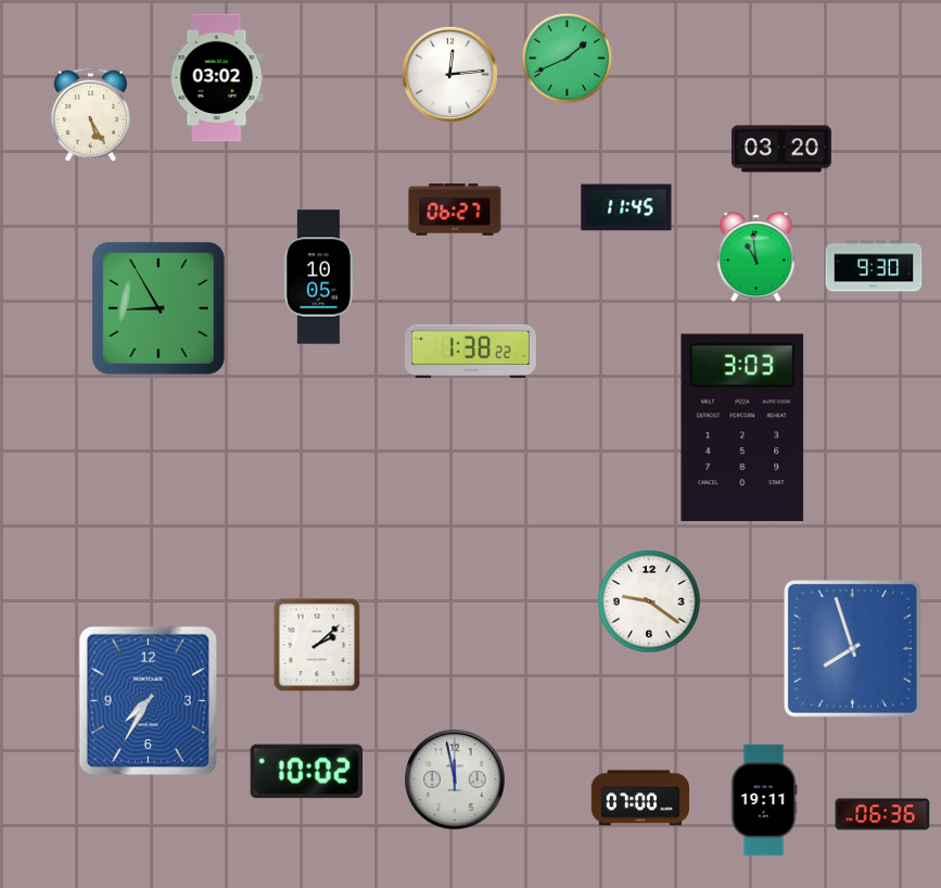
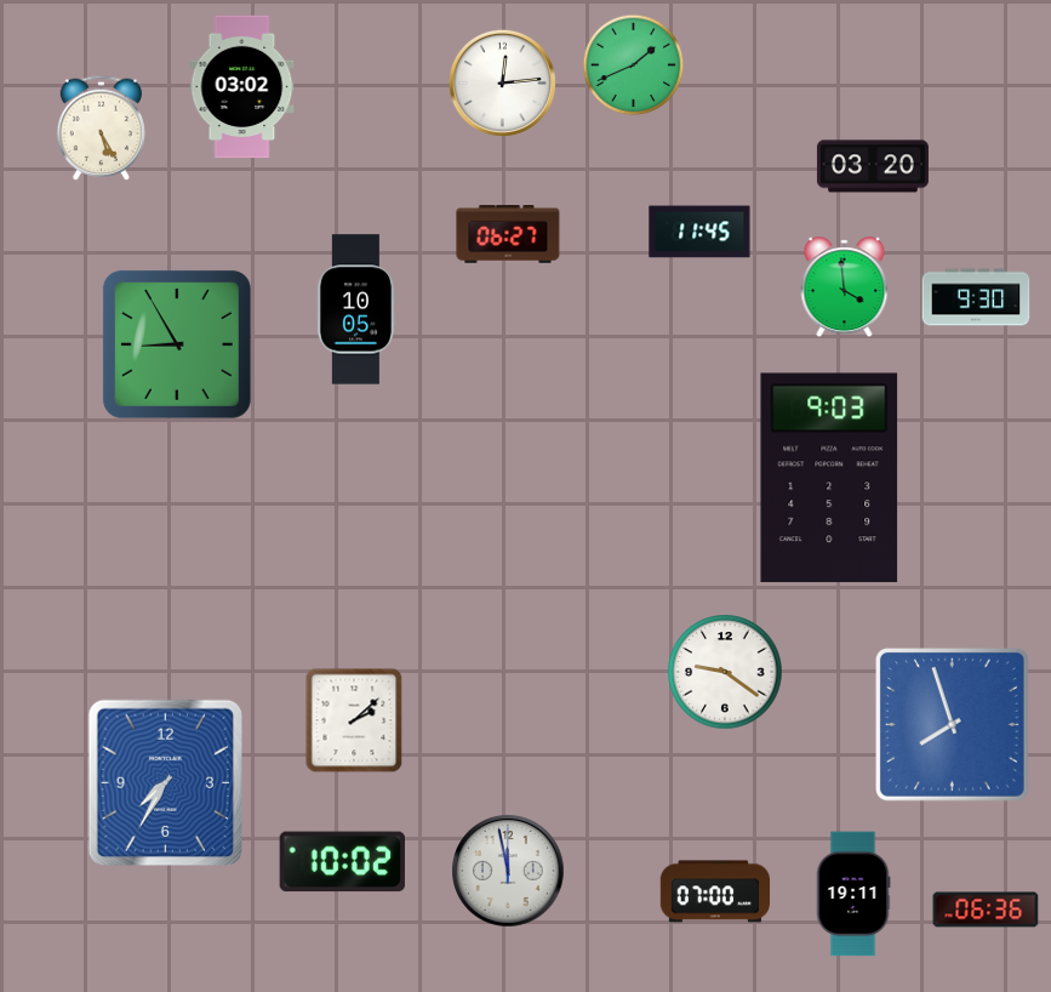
clock at (756, 257): 10:59 -> 3:59
clock at (470, 352): 1:38 -> none
clock at (742, 428): 3:03 -> 9:03
